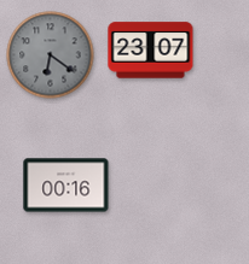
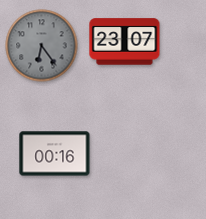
clock at (51, 55): 6:21 -> 6:24
